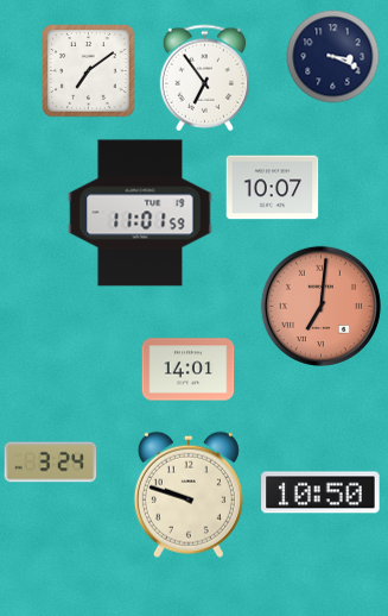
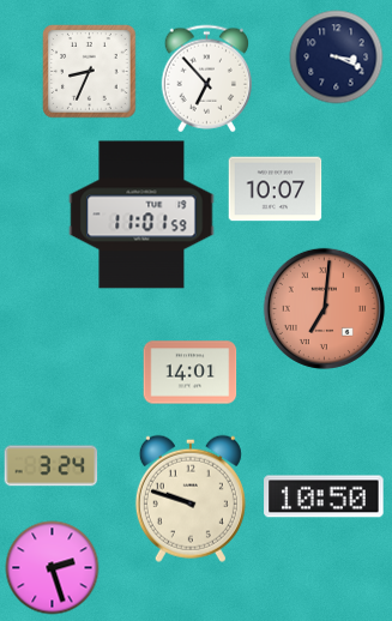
clock at (88, 70): 7:09 -> 8:34
clock at (204, 77): 6:54 -> 6:53
clock at (52, 567): none -> 2:27
